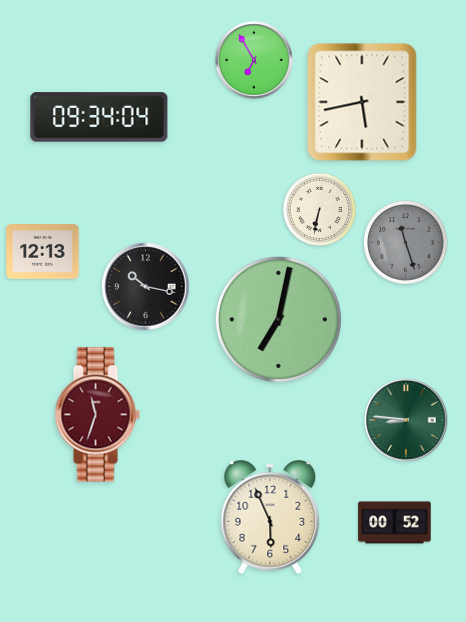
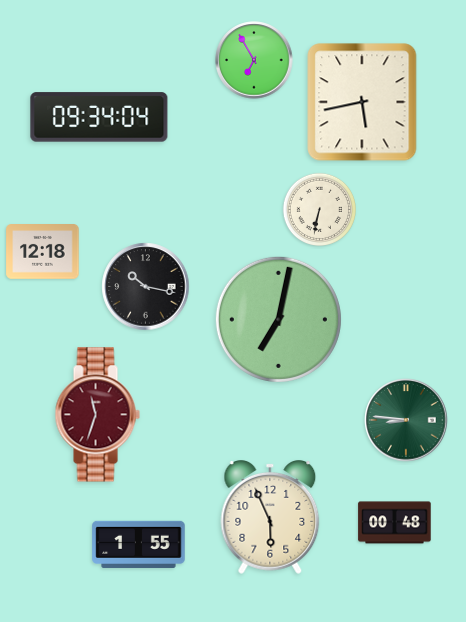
clock at (406, 243): 11:27 -> none
clock at (43, 252): 12:13 -> 12:18
clock at (395, 523): 00:52 -> 00:48
clock at (139, 544): none -> 1:55
